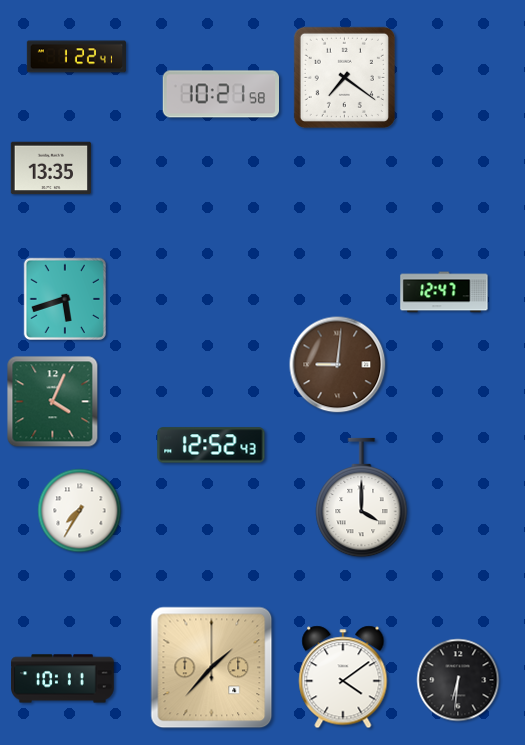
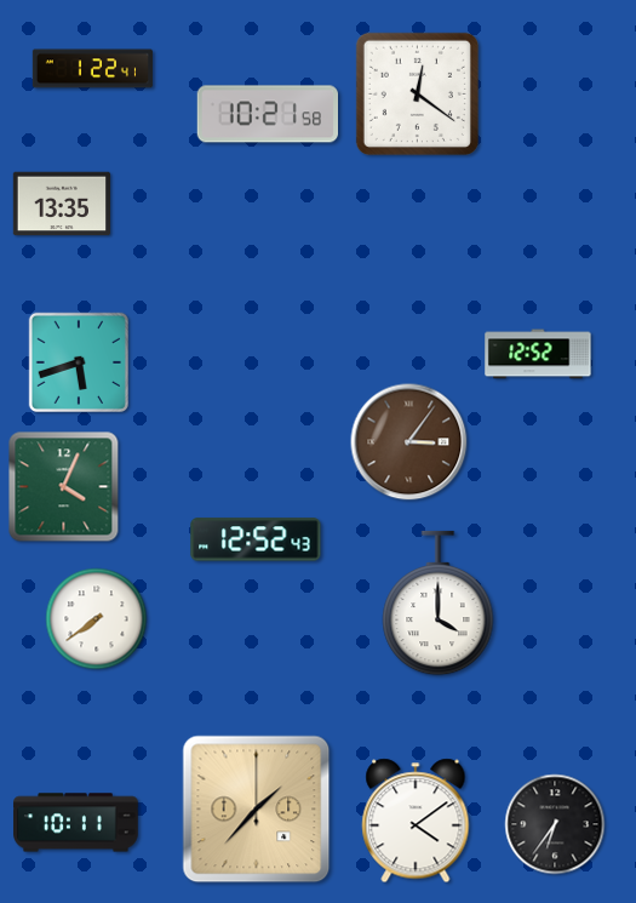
clock at (344, 77): 7:21 -> 12:21
clock at (444, 292): 12:47 -> 12:52
clock at (338, 365): 9:01 -> 3:06
clock at (80, 511): 7:35 -> 7:39
clock at (458, 680): 6:31 -> 6:36
